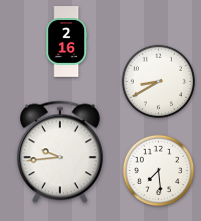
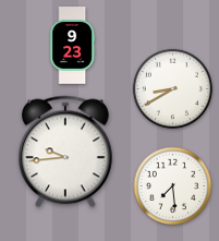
clock at (67, 42): 2:16 -> 9:23
clock at (61, 152) position: (61, 152) -> (66, 152)
